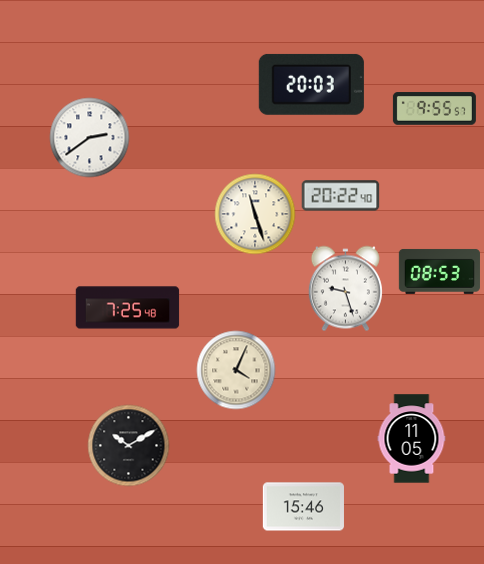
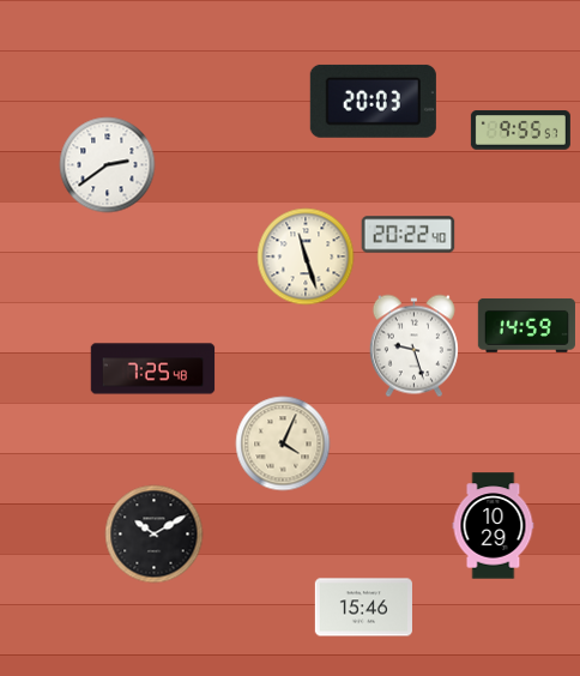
clock at (439, 271): 08:53 -> 14:59
clock at (412, 439): 11:05 -> 10:29
